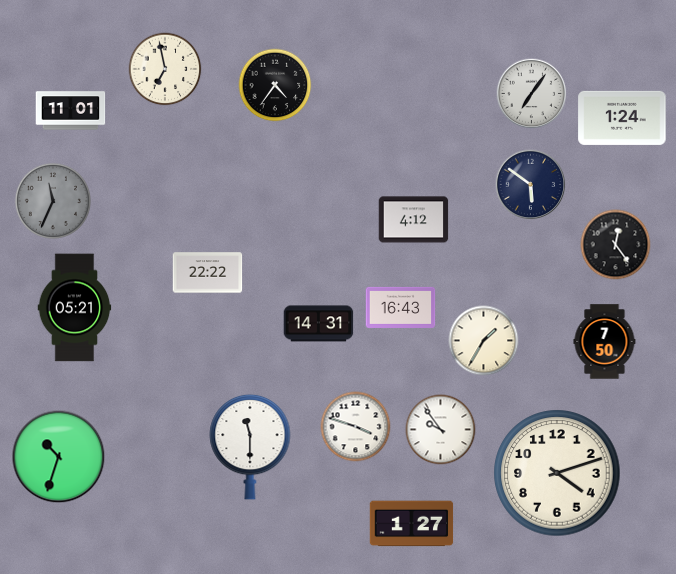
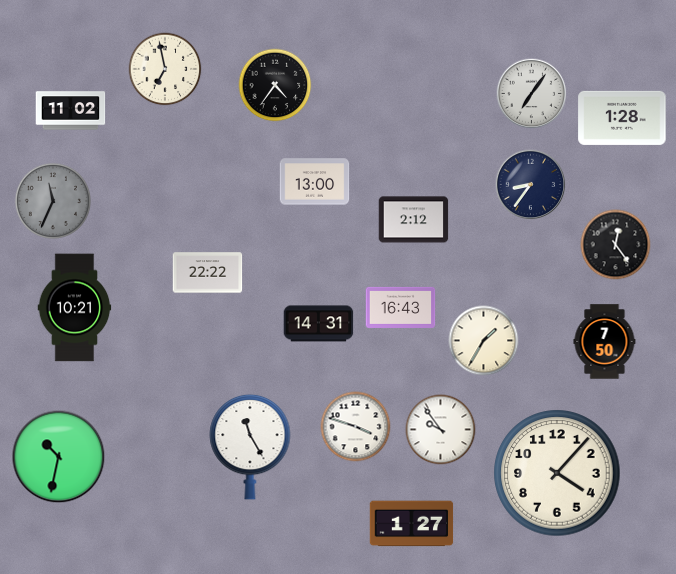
clock at (71, 111): 11:01 -> 11:02
clock at (622, 118): 1:24 -> 1:28
clock at (315, 182): none -> 13:00
clock at (531, 185): 5:51 -> 8:36
clock at (414, 220): 4:12 -> 2:12
clock at (75, 308): 05:21 -> 10:21
clock at (250, 447): 11:30 -> 11:25
clock at (59, 457): 10:33 -> 10:32
clock at (557, 473): 4:12 -> 4:07
